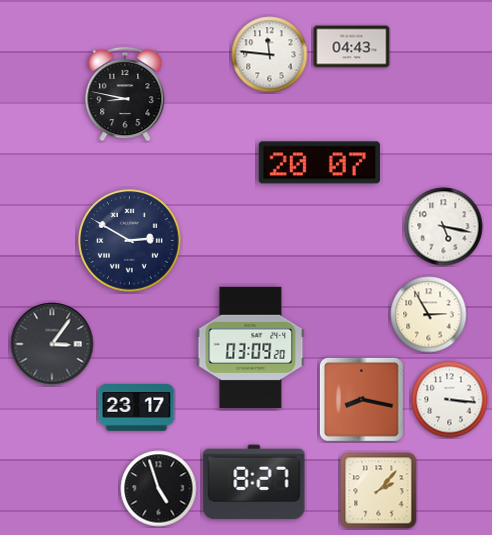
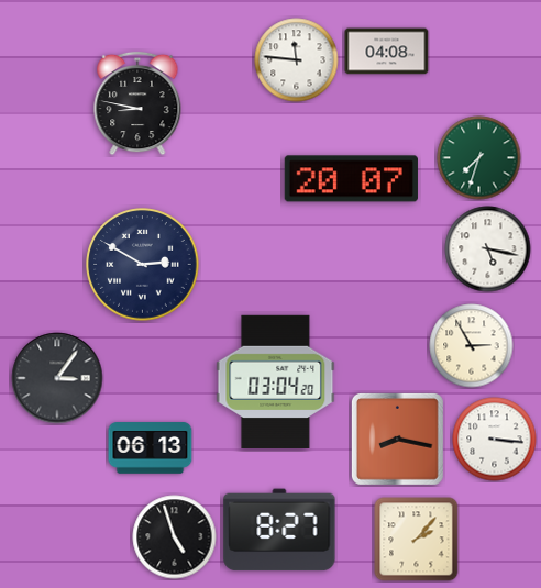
clock at (352, 47): 04:43 -> 04:08
clock at (479, 158): none -> 7:33
clock at (251, 347): 03:09 -> 03:04
clock at (137, 408): 23:17 -> 06:13
